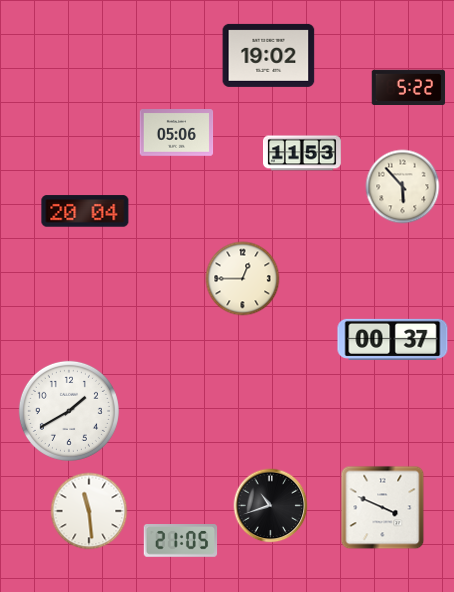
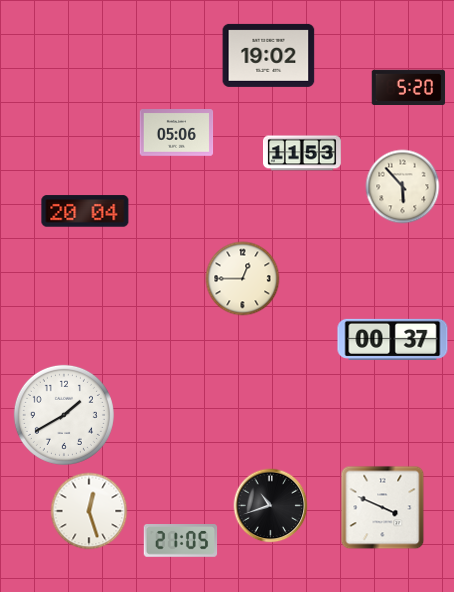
clock at (409, 87): 5:22 -> 5:20
clock at (69, 411) position: (69, 411) -> (64, 415)
clock at (89, 511): 11:29 -> 12:27
